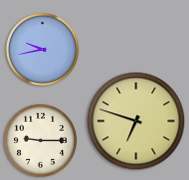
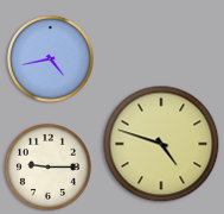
clock at (42, 49): 9:43 -> 4:43
clock at (136, 121): 6:48 -> 4:48
